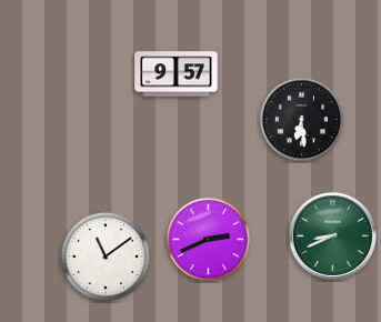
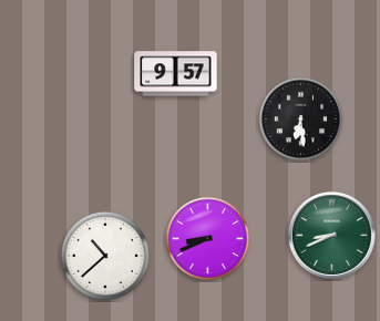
clock at (209, 240): 2:41 -> 8:41
clock at (104, 255): 11:09 -> 10:38
